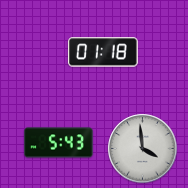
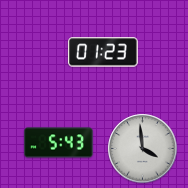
clock at (103, 52): 01:18 -> 01:23
